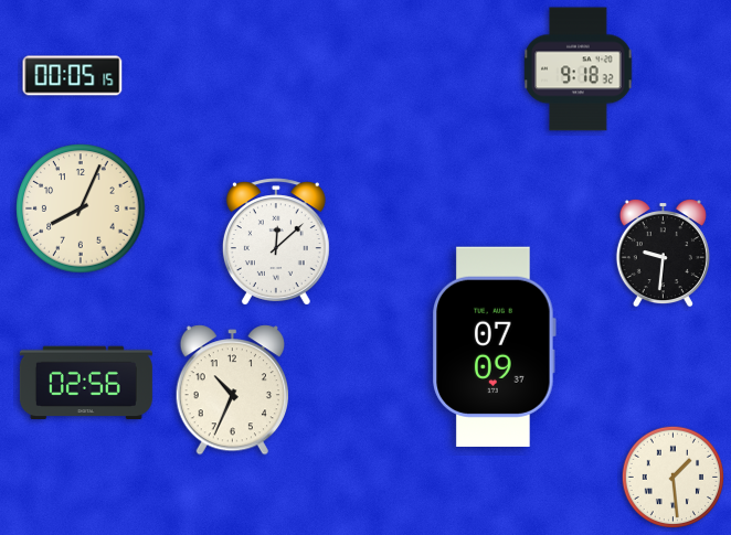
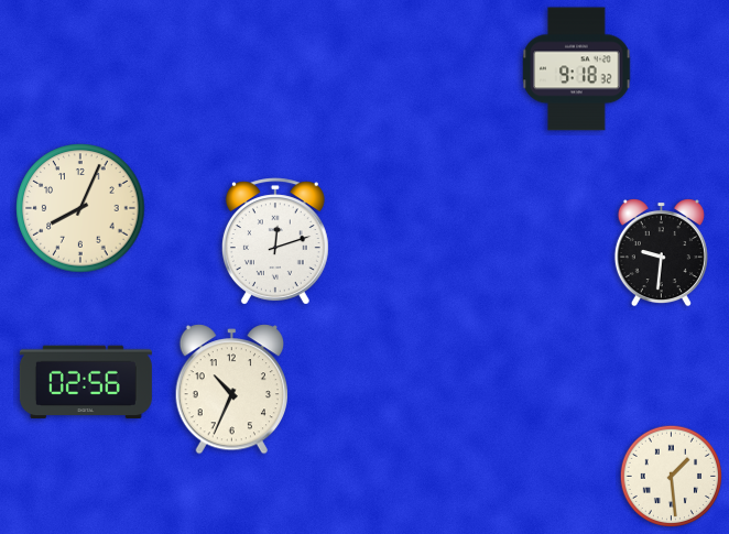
clock at (73, 76): 00:05 -> none
clock at (276, 242): 12:08 -> 12:12
clock at (494, 346): 07:09 -> none
